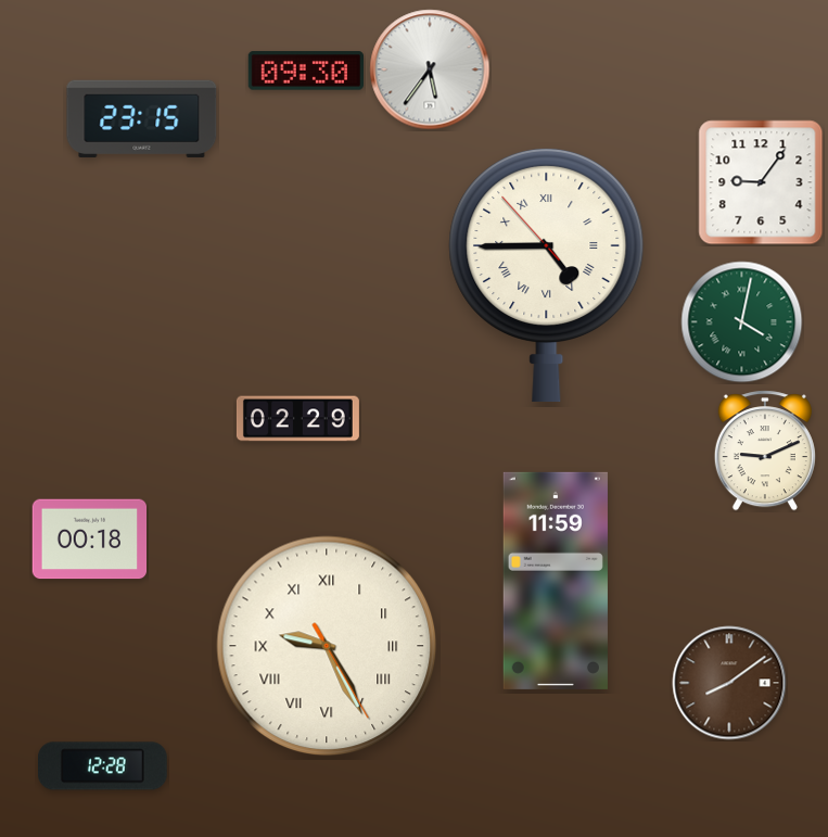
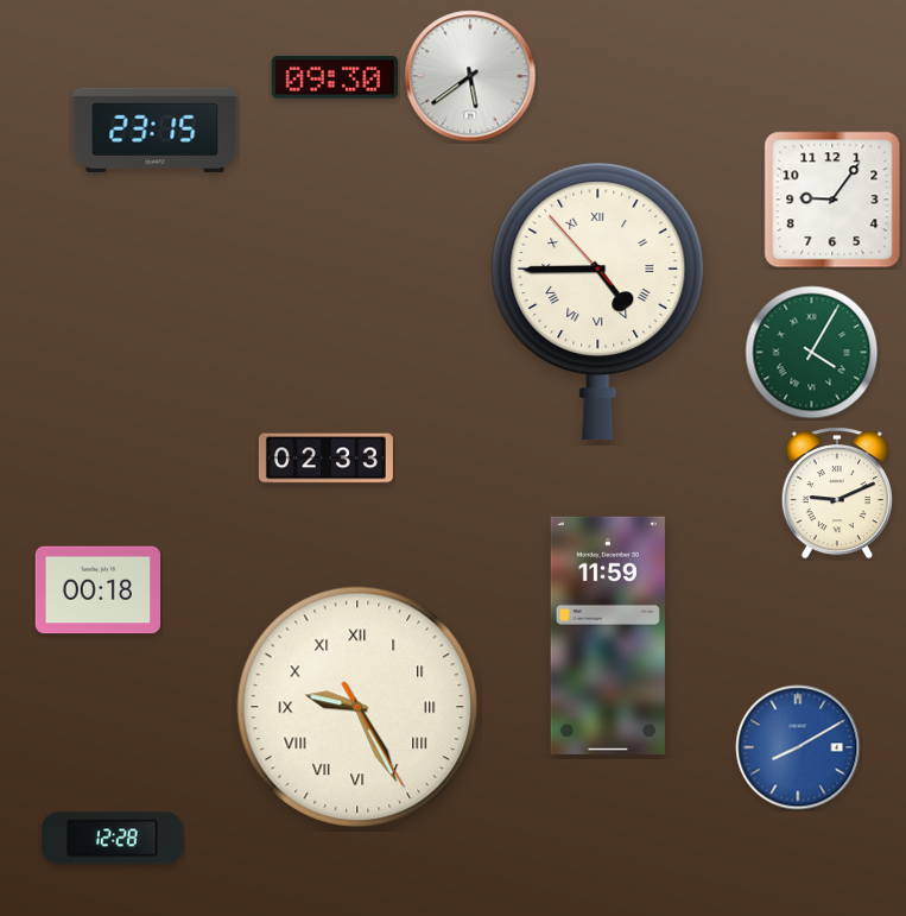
clock at (430, 69): 5:36 -> 5:39
clock at (742, 322): 4:02 -> 4:05
clock at (297, 419): 02:29 -> 02:33
clock at (729, 683): 8:09 -> 8:10
clock at (729, 683) dial: brown -> blue
